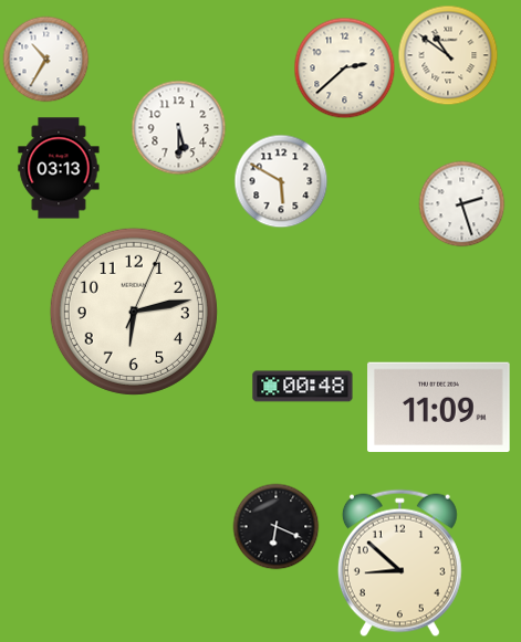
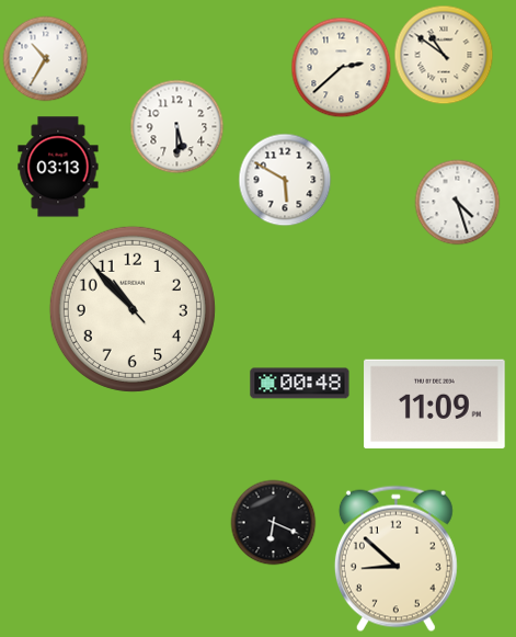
clock at (281, 181) position: (281, 181) -> (285, 180)
clock at (461, 203): 2:27 -> 4:27
clock at (134, 312): 6:13 -> 10:52
